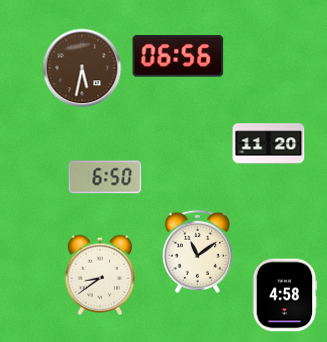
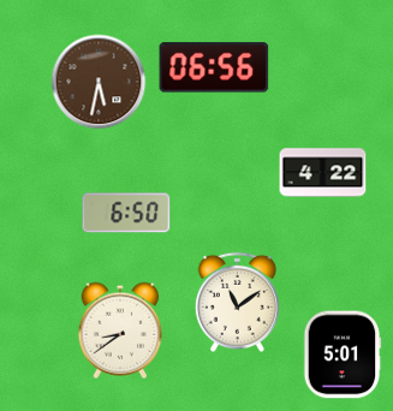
clock at (269, 144): 11:20 -> 4:22
clock at (285, 295): 4:58 -> 5:01
